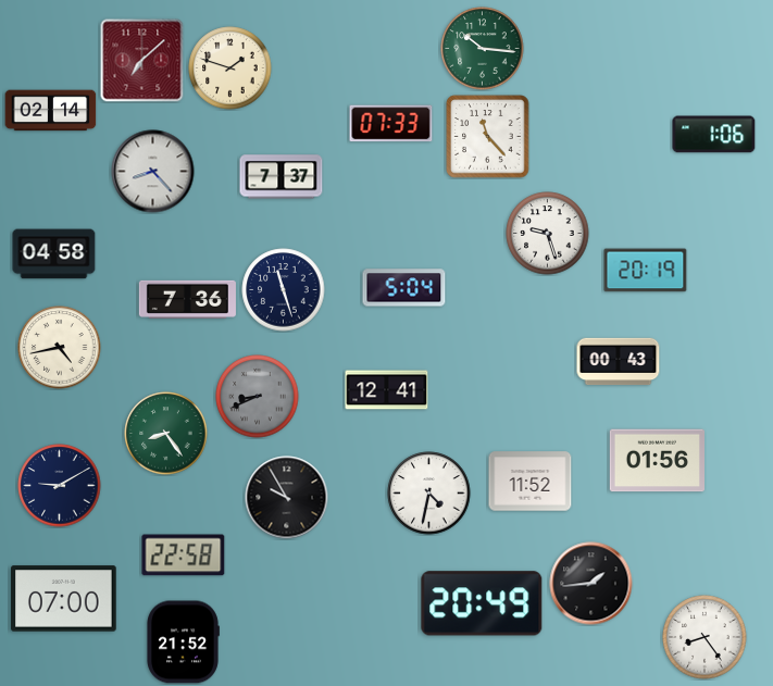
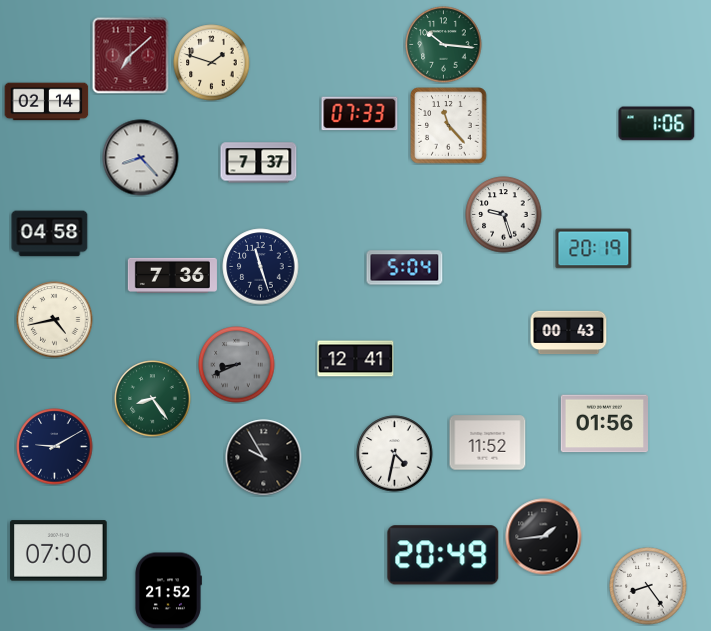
clock at (404, 288) position: (404, 288) -> (405, 268)
clock at (184, 556): 22:58 -> none
